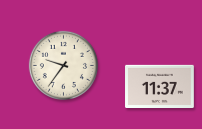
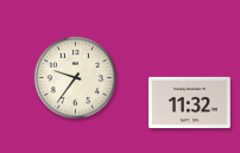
clock at (160, 87): 11:37 -> 11:32
